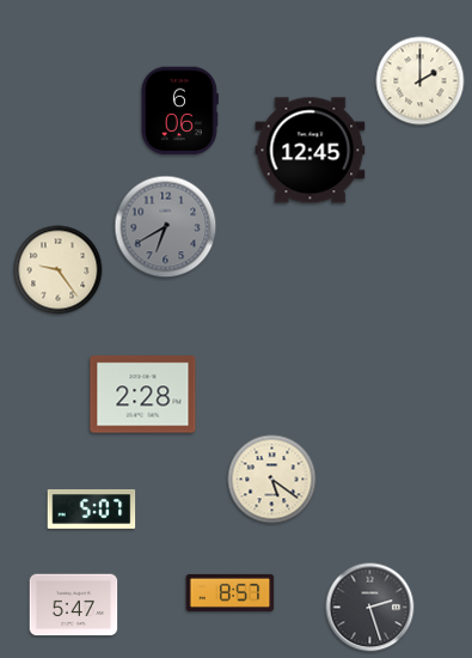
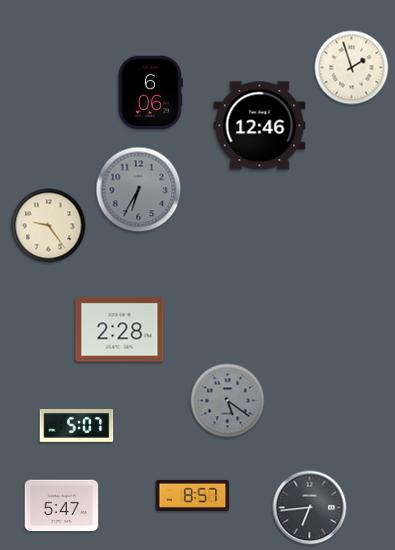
clock at (421, 81): 2:00 -> 1:57
clock at (311, 151): 12:45 -> 12:46
clock at (166, 227): 6:40 -> 6:35
clock at (272, 480) dial: cream -> grey
clock at (370, 608): 2:27 -> 6:44
